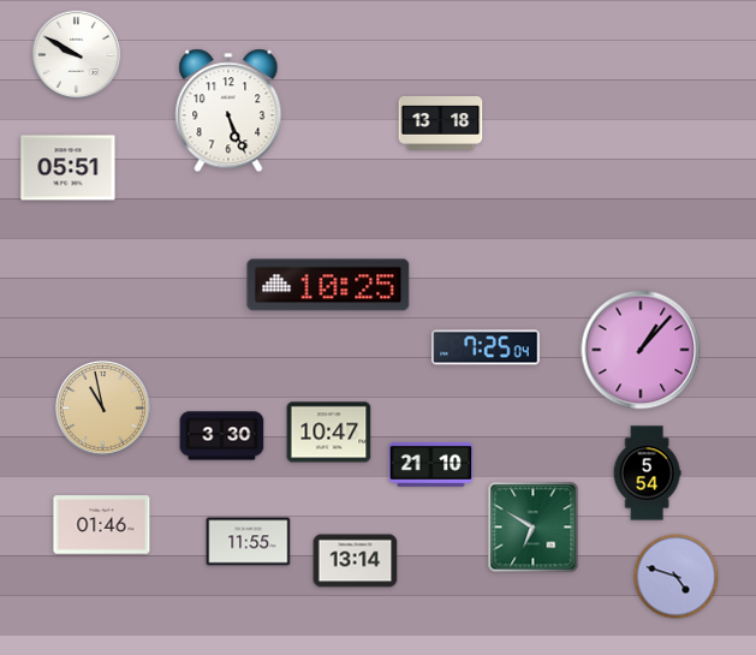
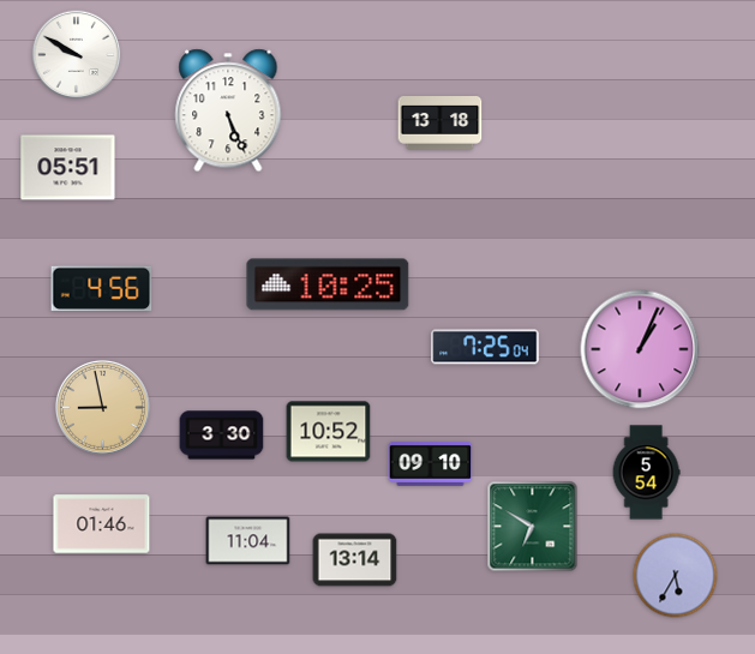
clock at (102, 289): none -> 4:56
clock at (641, 350): 1:07 -> 1:04
clock at (102, 407): 10:58 -> 8:58
clock at (329, 433): 10:47 -> 10:52
clock at (431, 464): 21:10 -> 09:10
clock at (249, 542): 11:55 -> 11:04
clock at (677, 577): 4:48 -> 5:35
